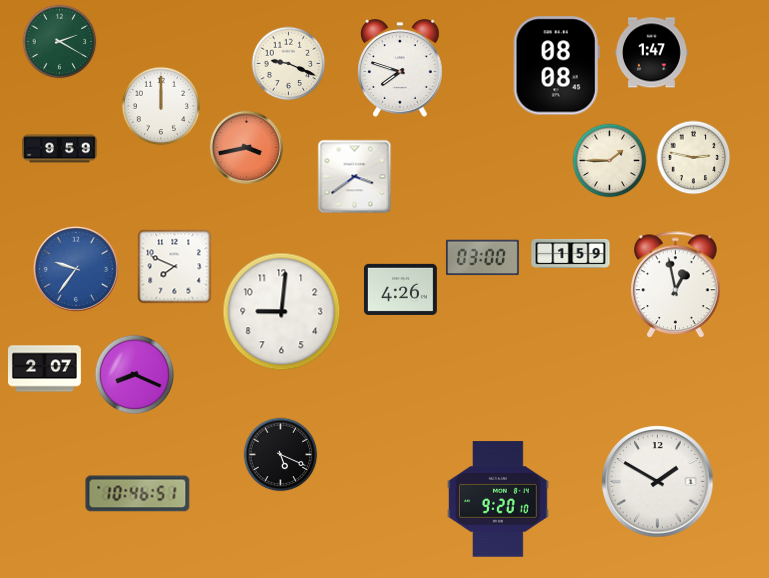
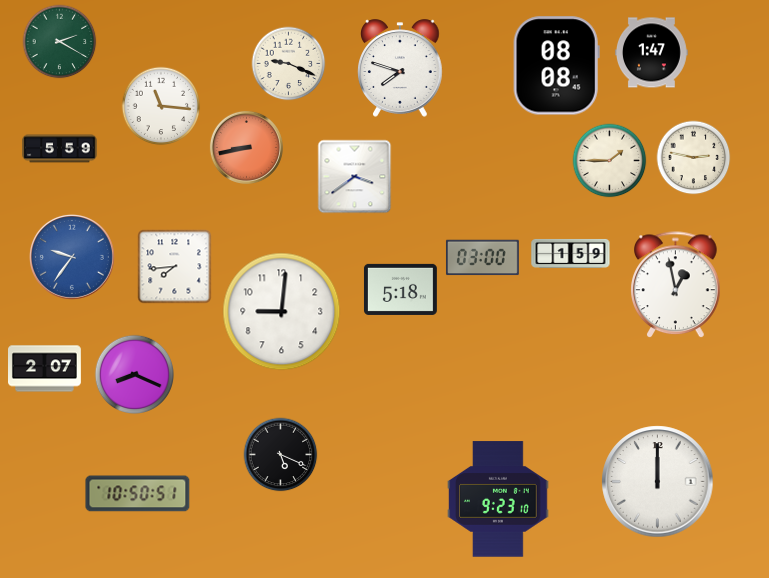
clock at (161, 106): 12:00 -> 11:16
clock at (246, 147): 3:43 -> 8:43
clock at (60, 149): 9:59 -> 5:59
clock at (175, 267): 7:49 -> 7:44
clock at (76, 269) position: (76, 269) -> (72, 257)
clock at (400, 289): 4:26 -> 5:18
clock at (658, 482): 1:50 -> 12:00
clock at (138, 494): 10:46 -> 10:50
clock at (498, 499): 9:20 -> 9:23
